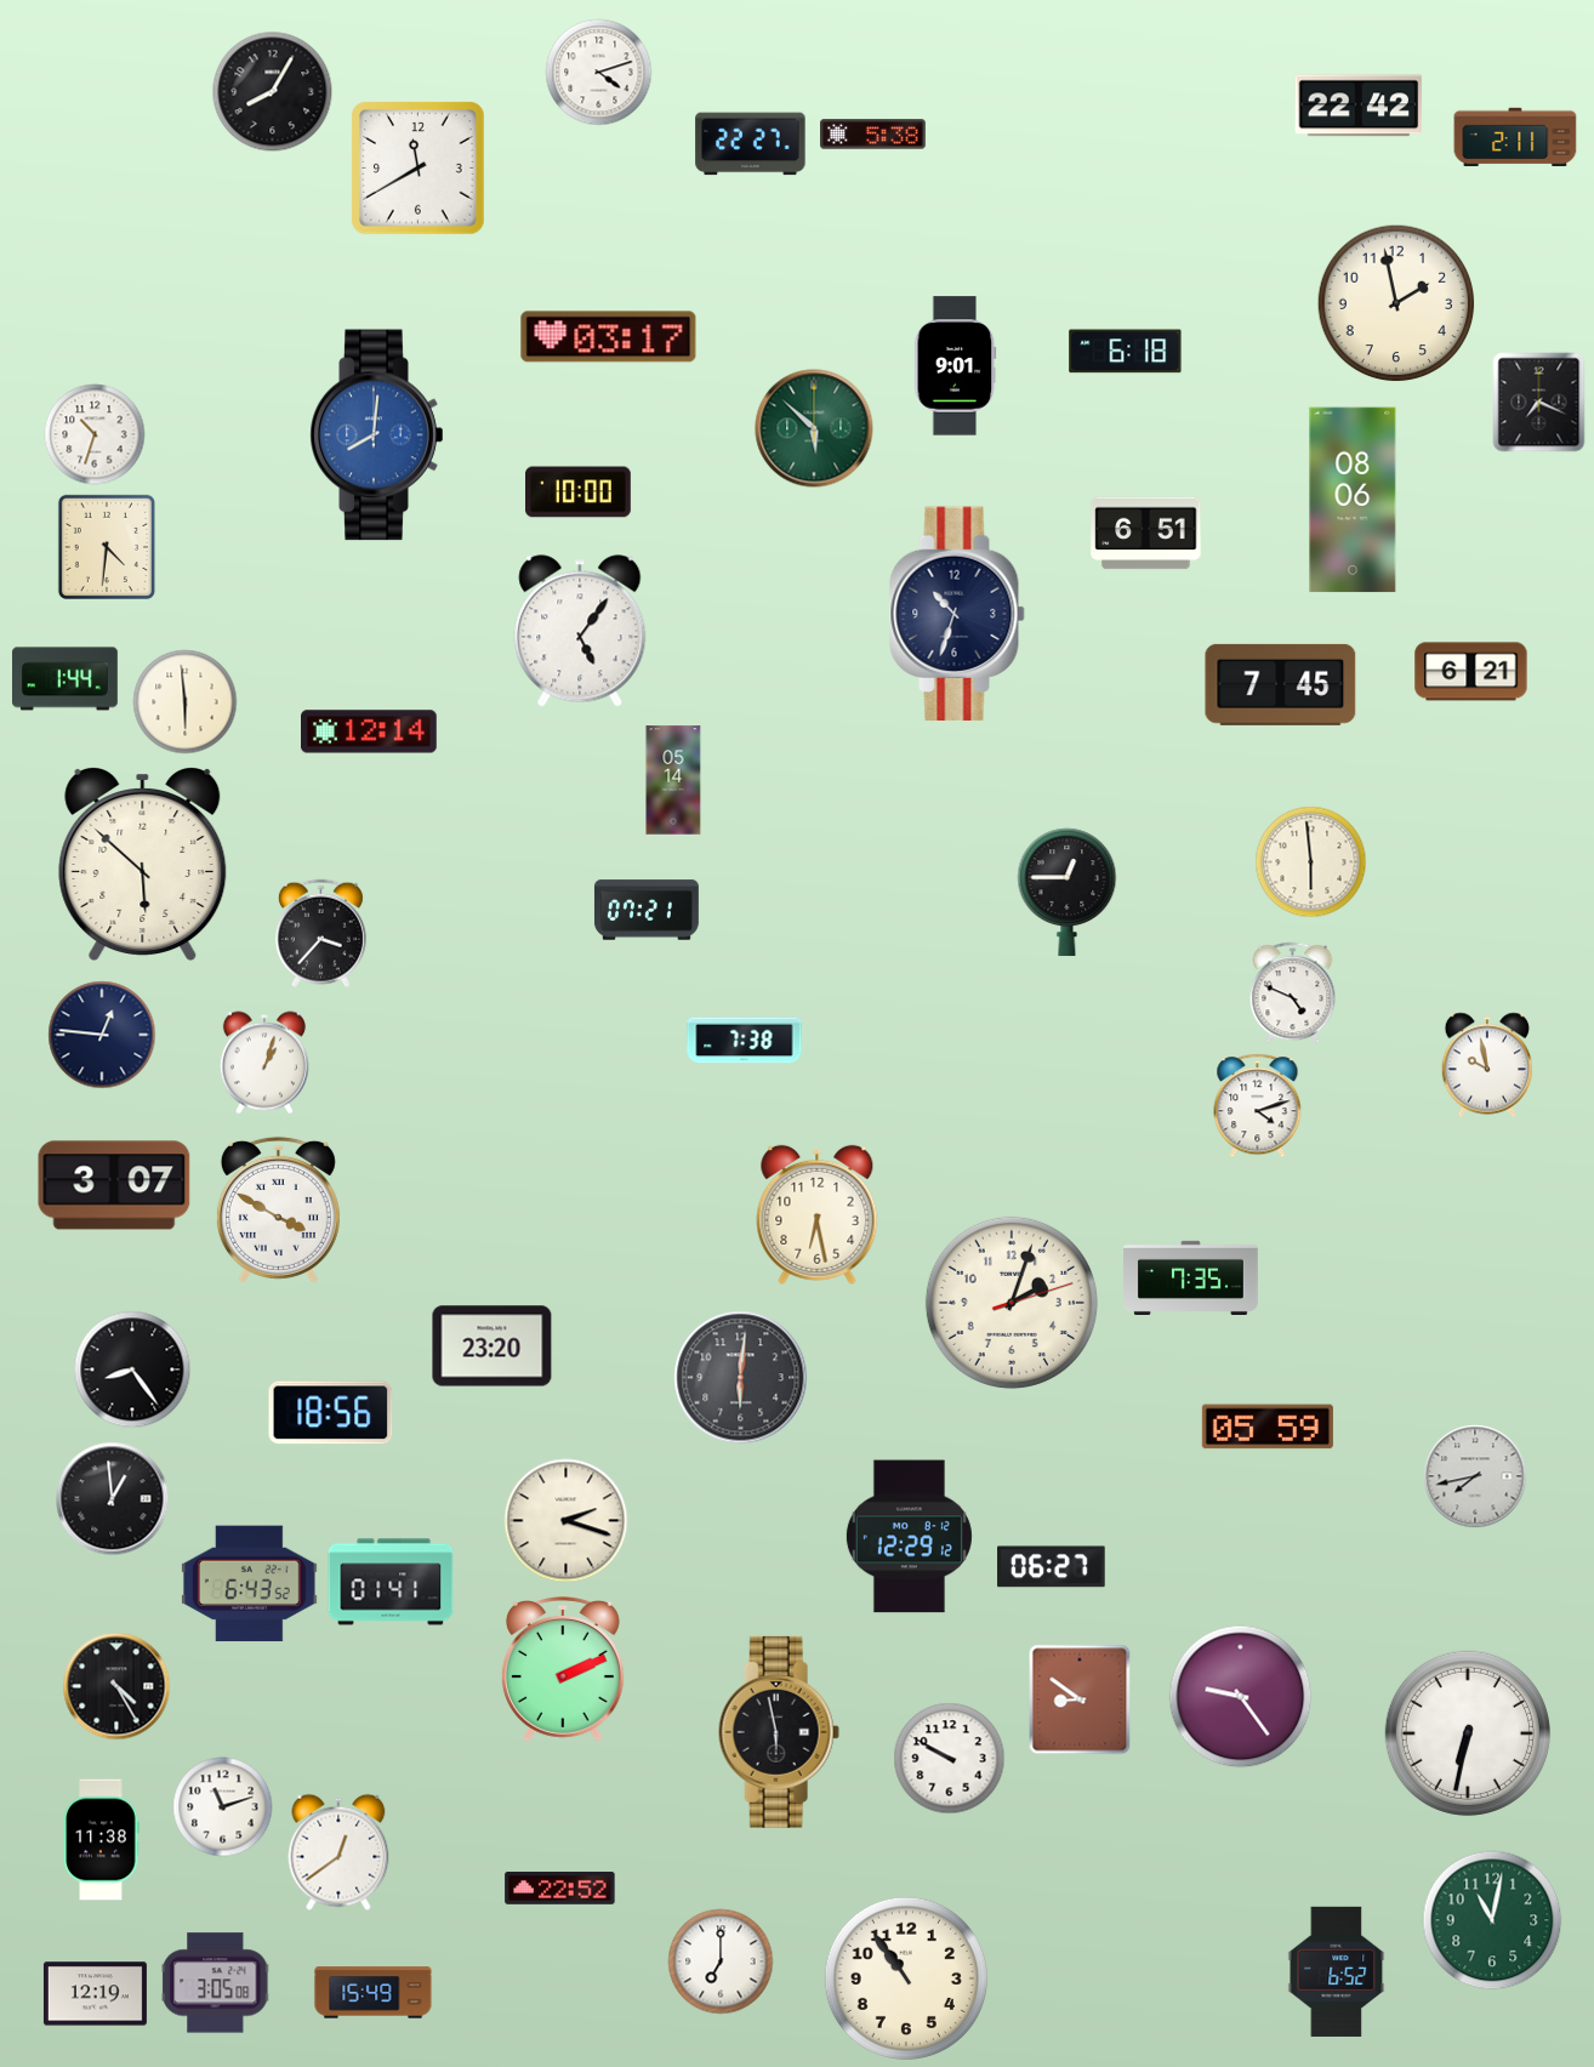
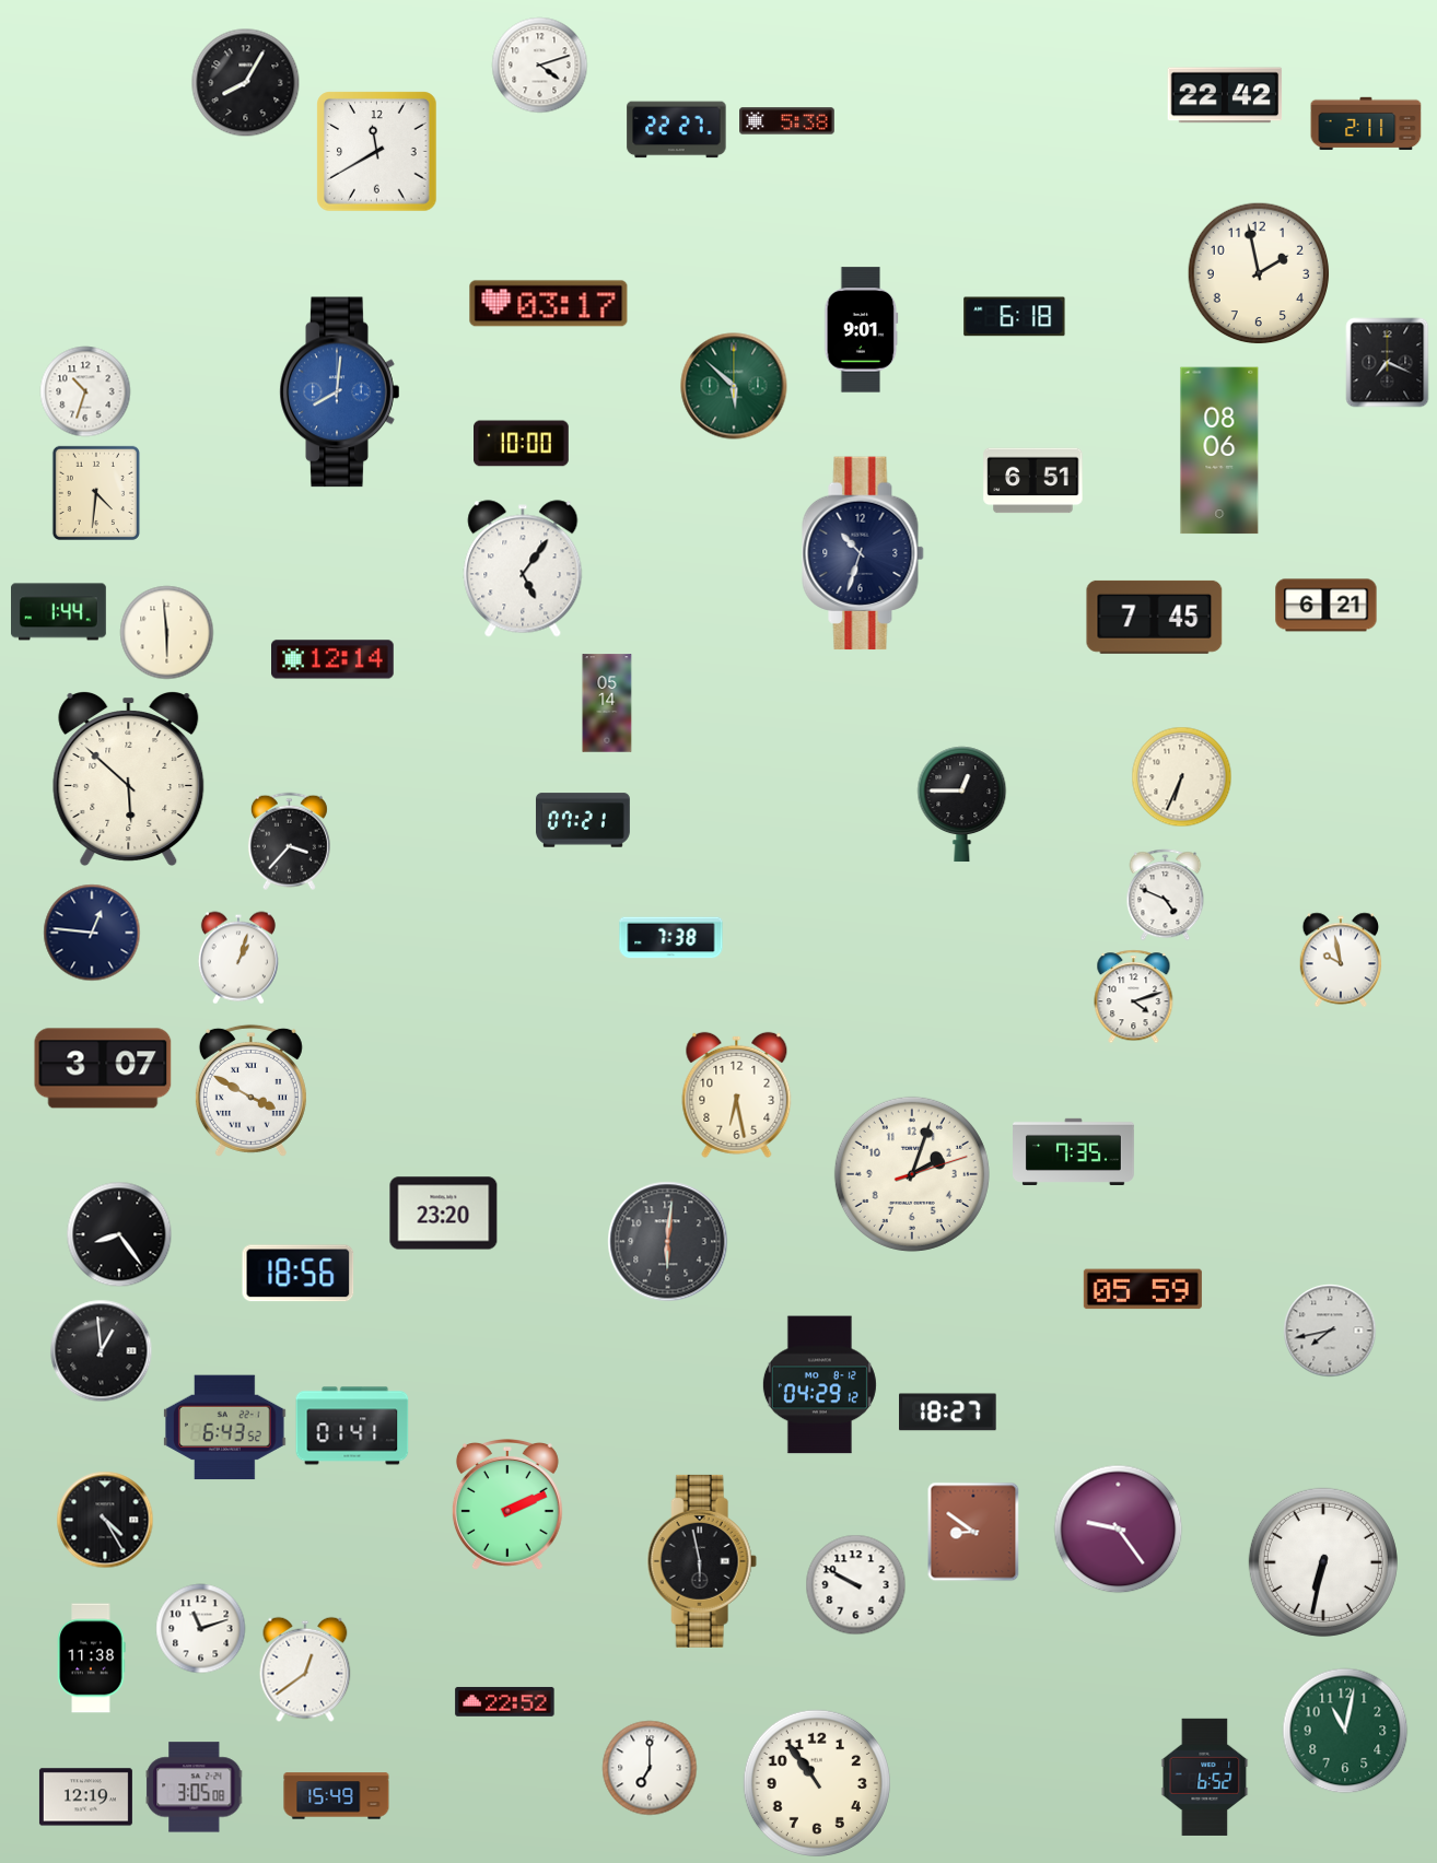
clock at (1311, 862): 5:59 -> 6:34
clock at (1268, 1427) position: (1268, 1427) -> (1143, 1289)
clock at (567, 1521): 2:18 -> none
clock at (909, 1537): 12:29 -> 04:29
clock at (1052, 1567): 06:27 -> 18:27
